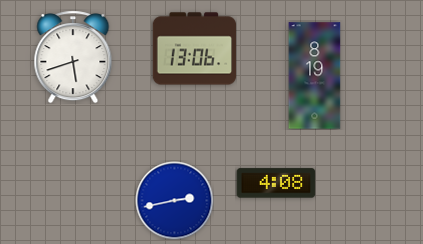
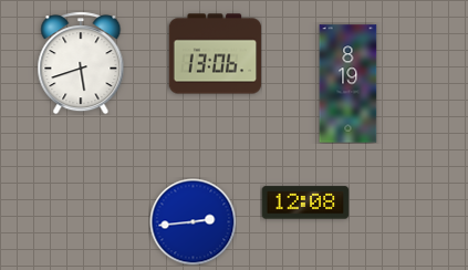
clock at (276, 183): 4:08 -> 12:08
clock at (174, 200): 2:43 -> 2:44
